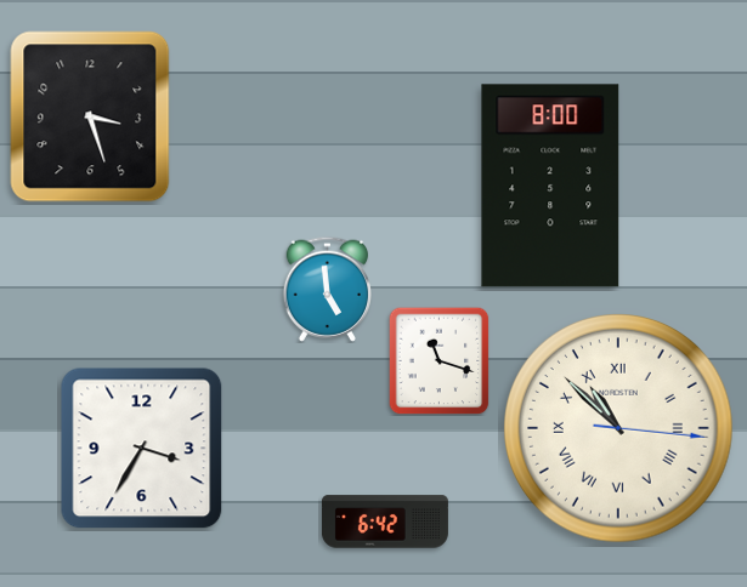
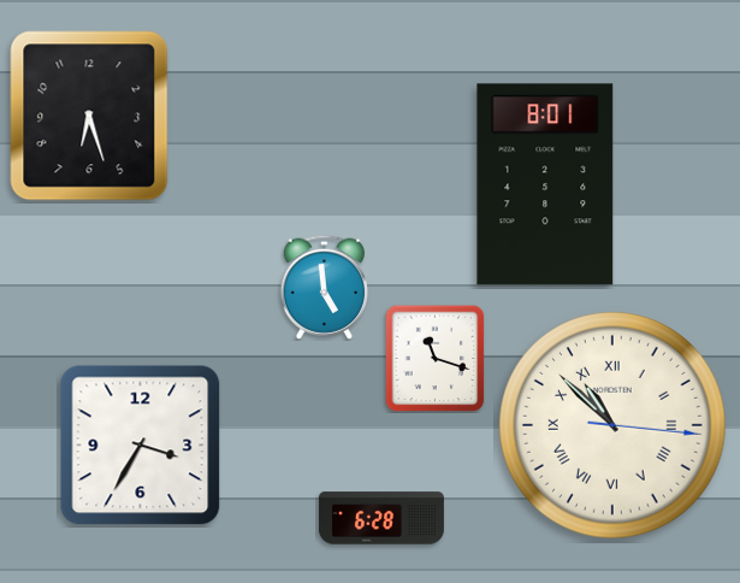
clock at (90, 116): 3:27 -> 6:27
clock at (550, 186): 8:00 -> 8:01
clock at (385, 522): 6:42 -> 6:28
